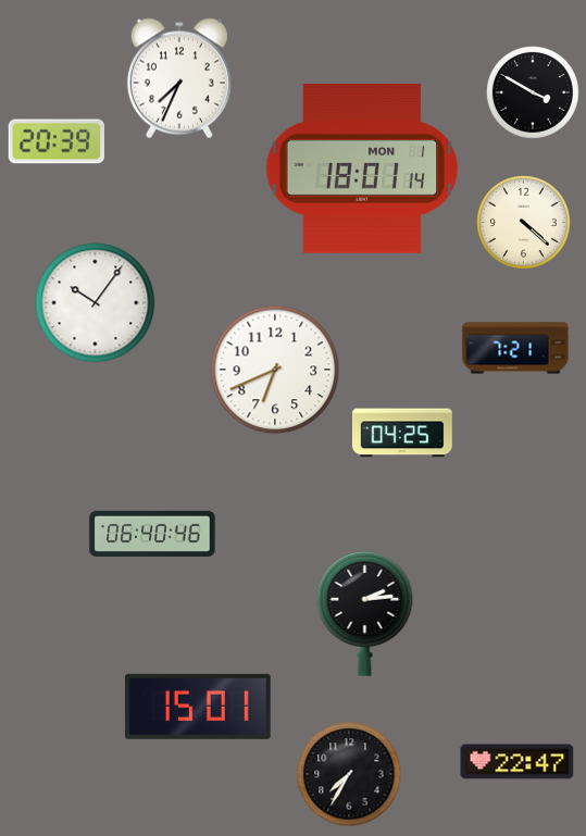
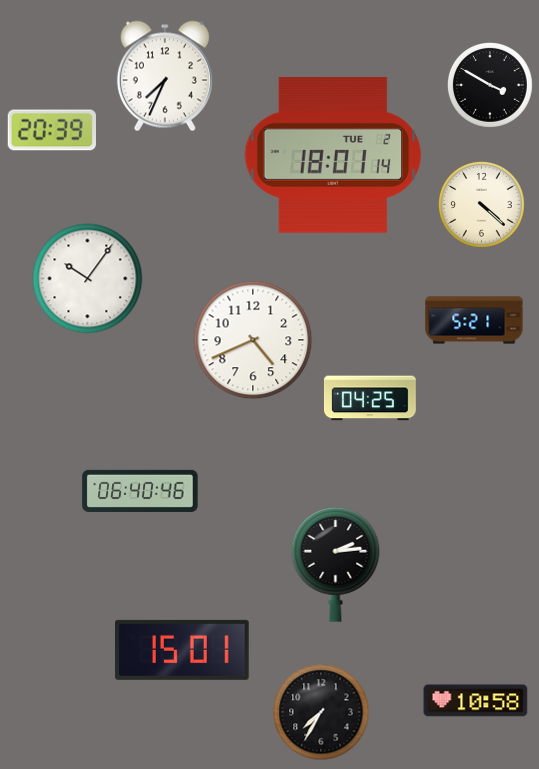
clock at (179, 78) position: (179, 78) -> (165, 76)
clock at (362, 169) date: MON 1 -> TUE 2
clock at (515, 348): 7:21 -> 5:21
clock at (275, 370): 6:41 -> 4:41
clock at (518, 762): 22:47 -> 10:58
